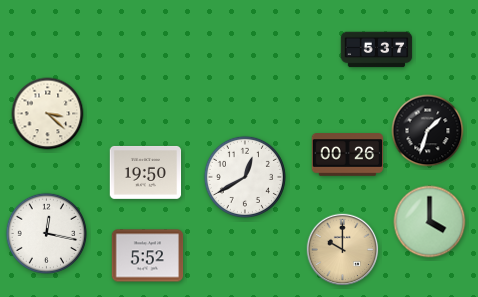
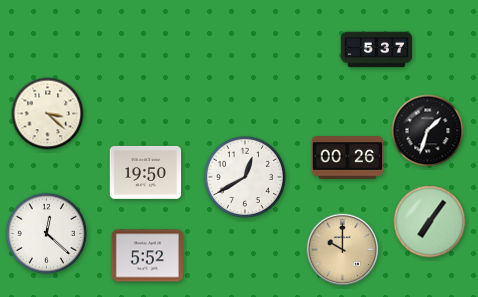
clock at (348, 155) position: (348, 155) -> (348, 158)
clock at (430, 222): 4:00 -> 7:06
clock at (46, 233): 12:17 -> 12:22
